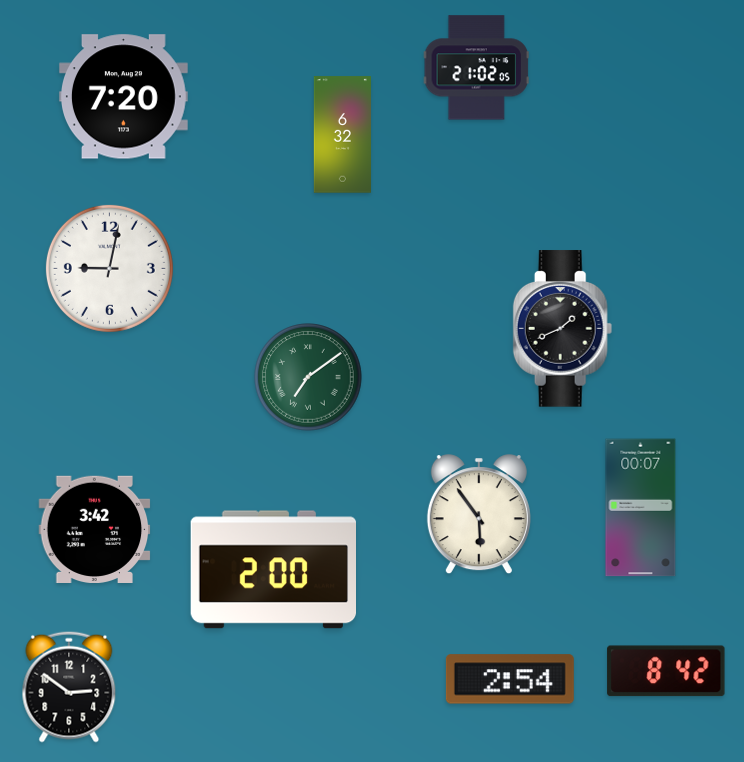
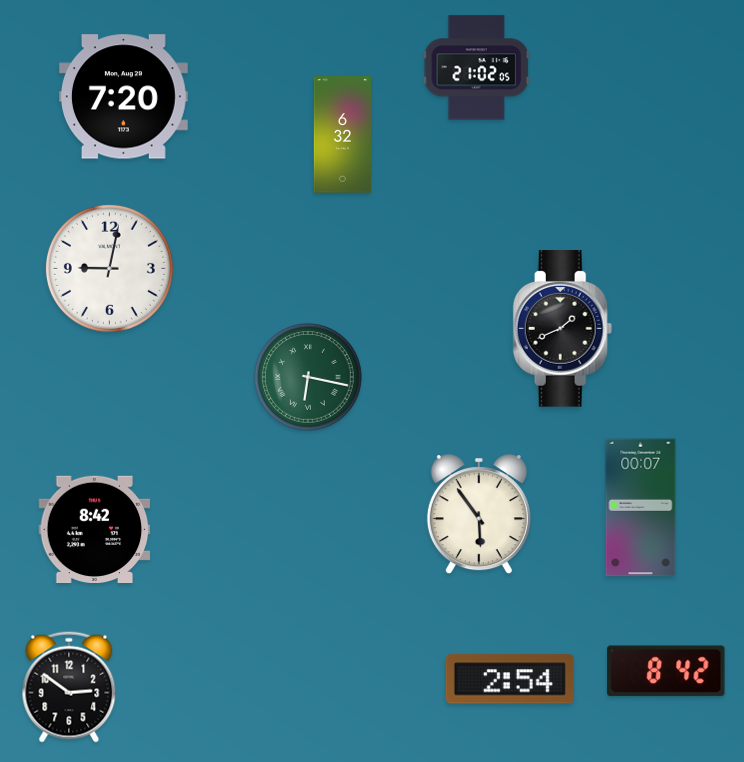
clock at (308, 377): 7:09 -> 6:17
clock at (95, 529): 3:42 -> 8:42
clock at (273, 570): 2:00 -> none
